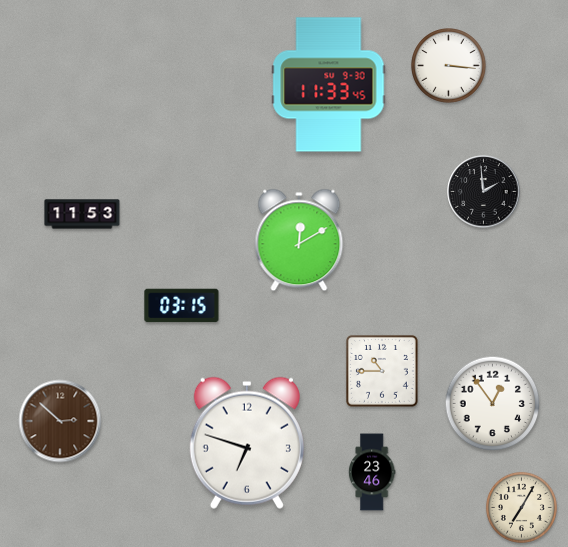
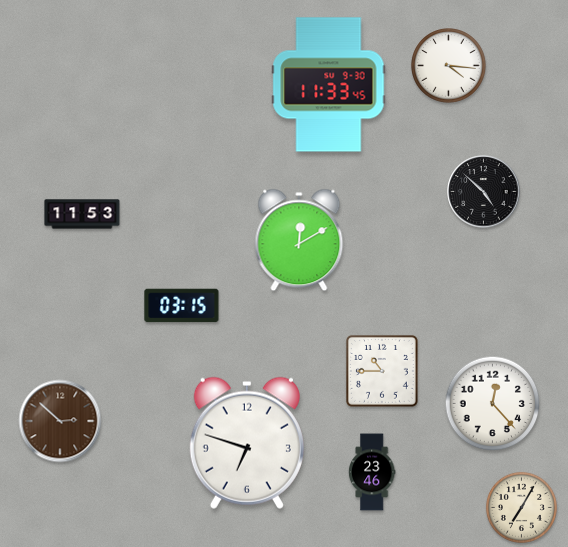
clock at (449, 66): 3:16 -> 4:16
clock at (484, 192): 1:59 -> 4:52
clock at (493, 404): 12:54 -> 12:23
